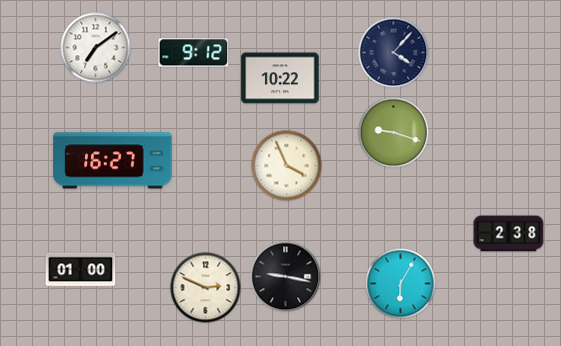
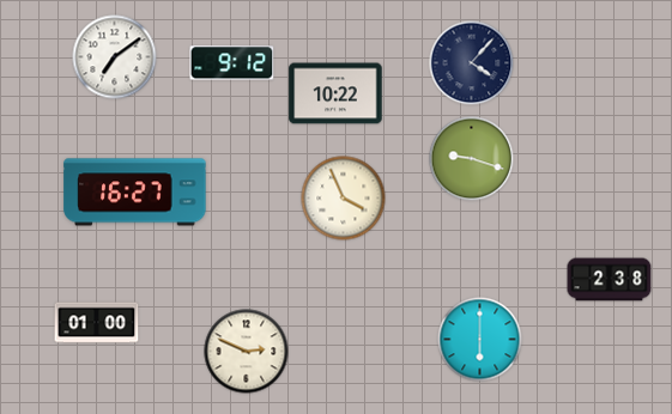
clock at (286, 277): 9:17 -> none
clock at (401, 284): 6:05 -> 6:00
clock at (206, 288) position: (206, 288) -> (247, 352)
